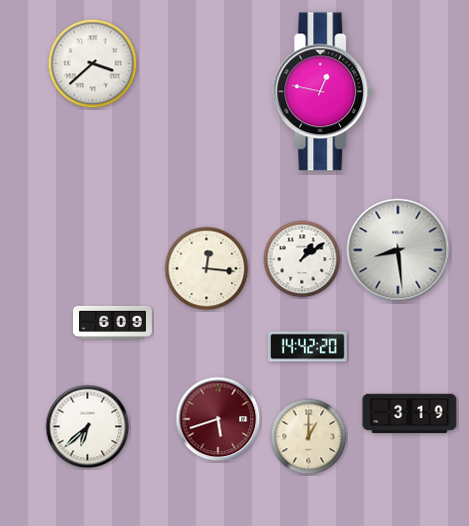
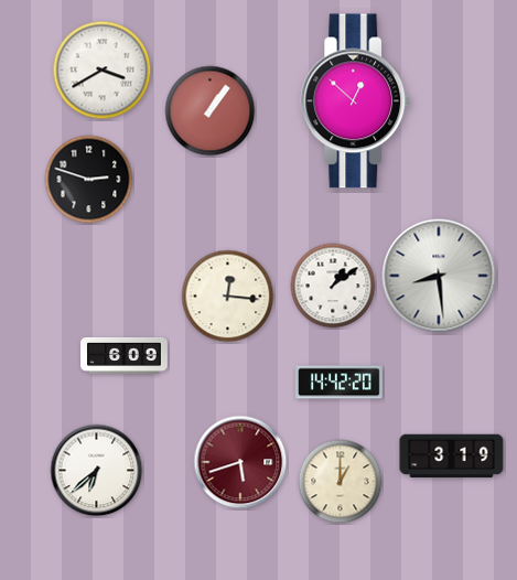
clock at (93, 64): 3:38 -> 3:40
clock at (323, 92): 12:47 -> 12:52
clock at (211, 111): none -> 1:06
clock at (89, 180): none -> 2:48
